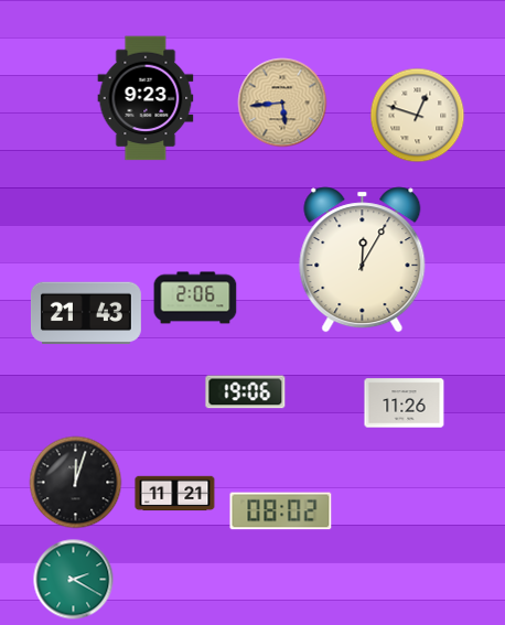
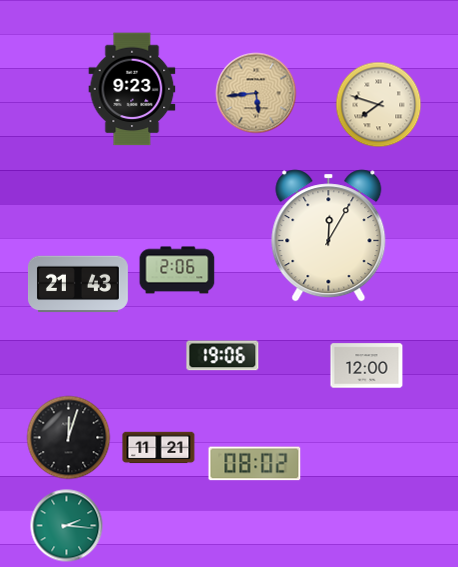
clock at (418, 116): 12:48 -> 7:48
clock at (405, 403): 11:26 -> 12:00
clock at (74, 580): 2:20 -> 2:16
